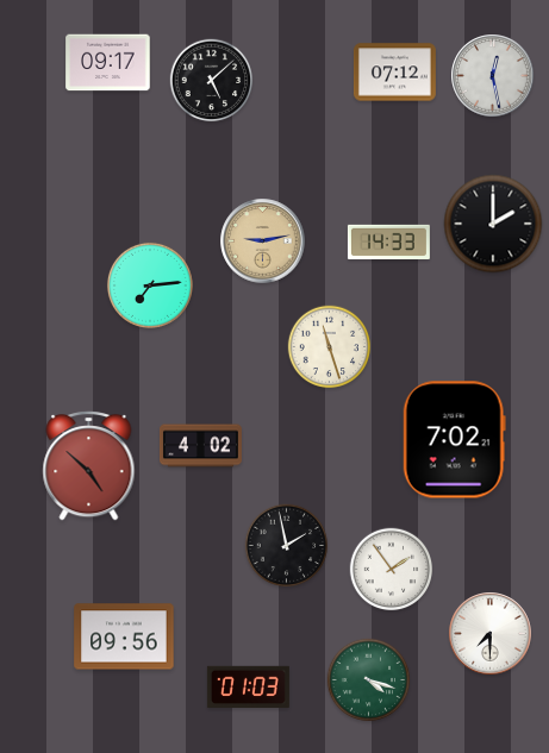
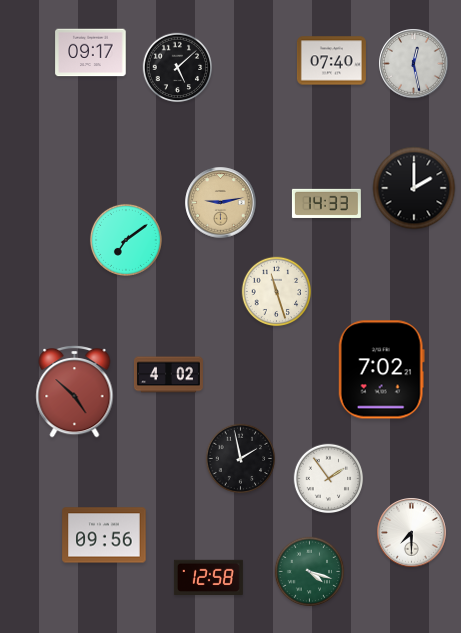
clock at (394, 73): 07:12 -> 07:40
clock at (150, 285): 7:14 -> 7:09
clock at (248, 686): 01:03 -> 12:58
